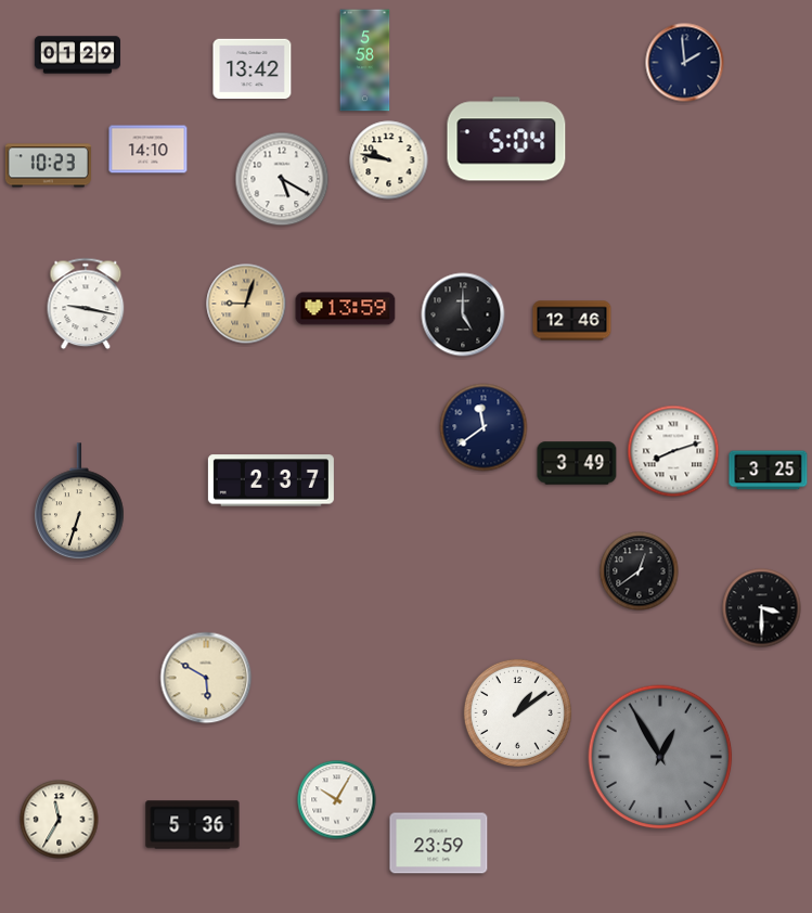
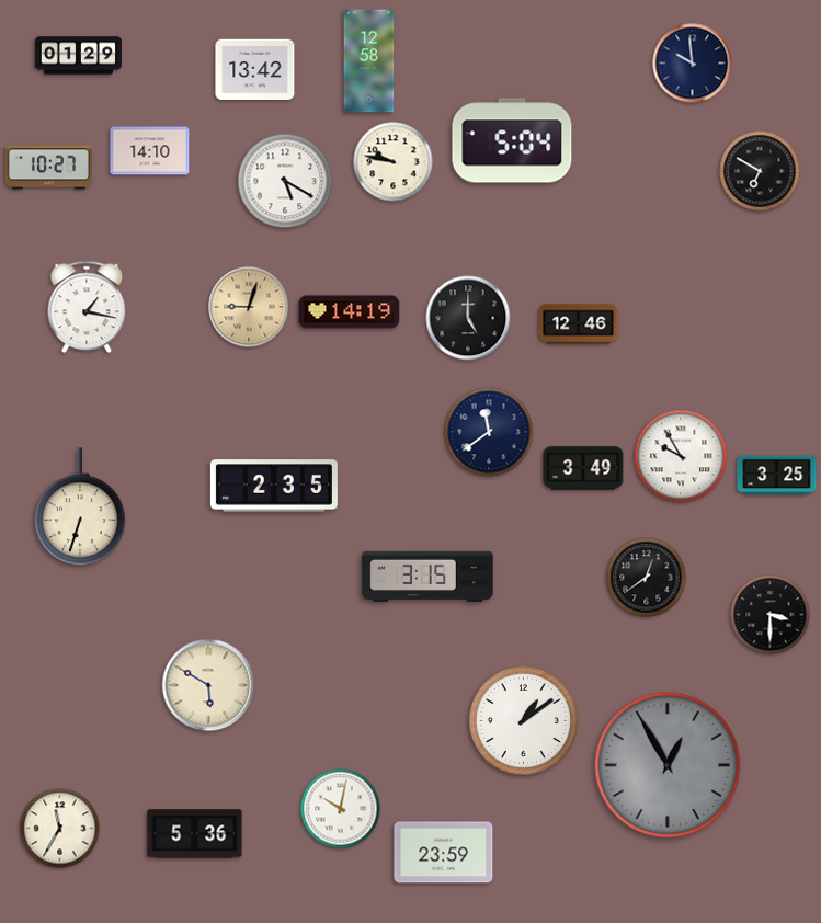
clock at (365, 61): 5:58 -> 12:58
clock at (685, 63): 1:59 -> 9:59
clock at (48, 166): 10:23 -> 10:27
clock at (760, 171): none -> 6:50
clock at (86, 304): 9:17 -> 1:17
clock at (346, 309): 13:59 -> 14:19
clock at (673, 451): 8:12 -> 9:55
clock at (271, 480): 2:37 -> 2:35
clock at (427, 577): none -> 3:15
clock at (337, 800): 10:05 -> 10:02
